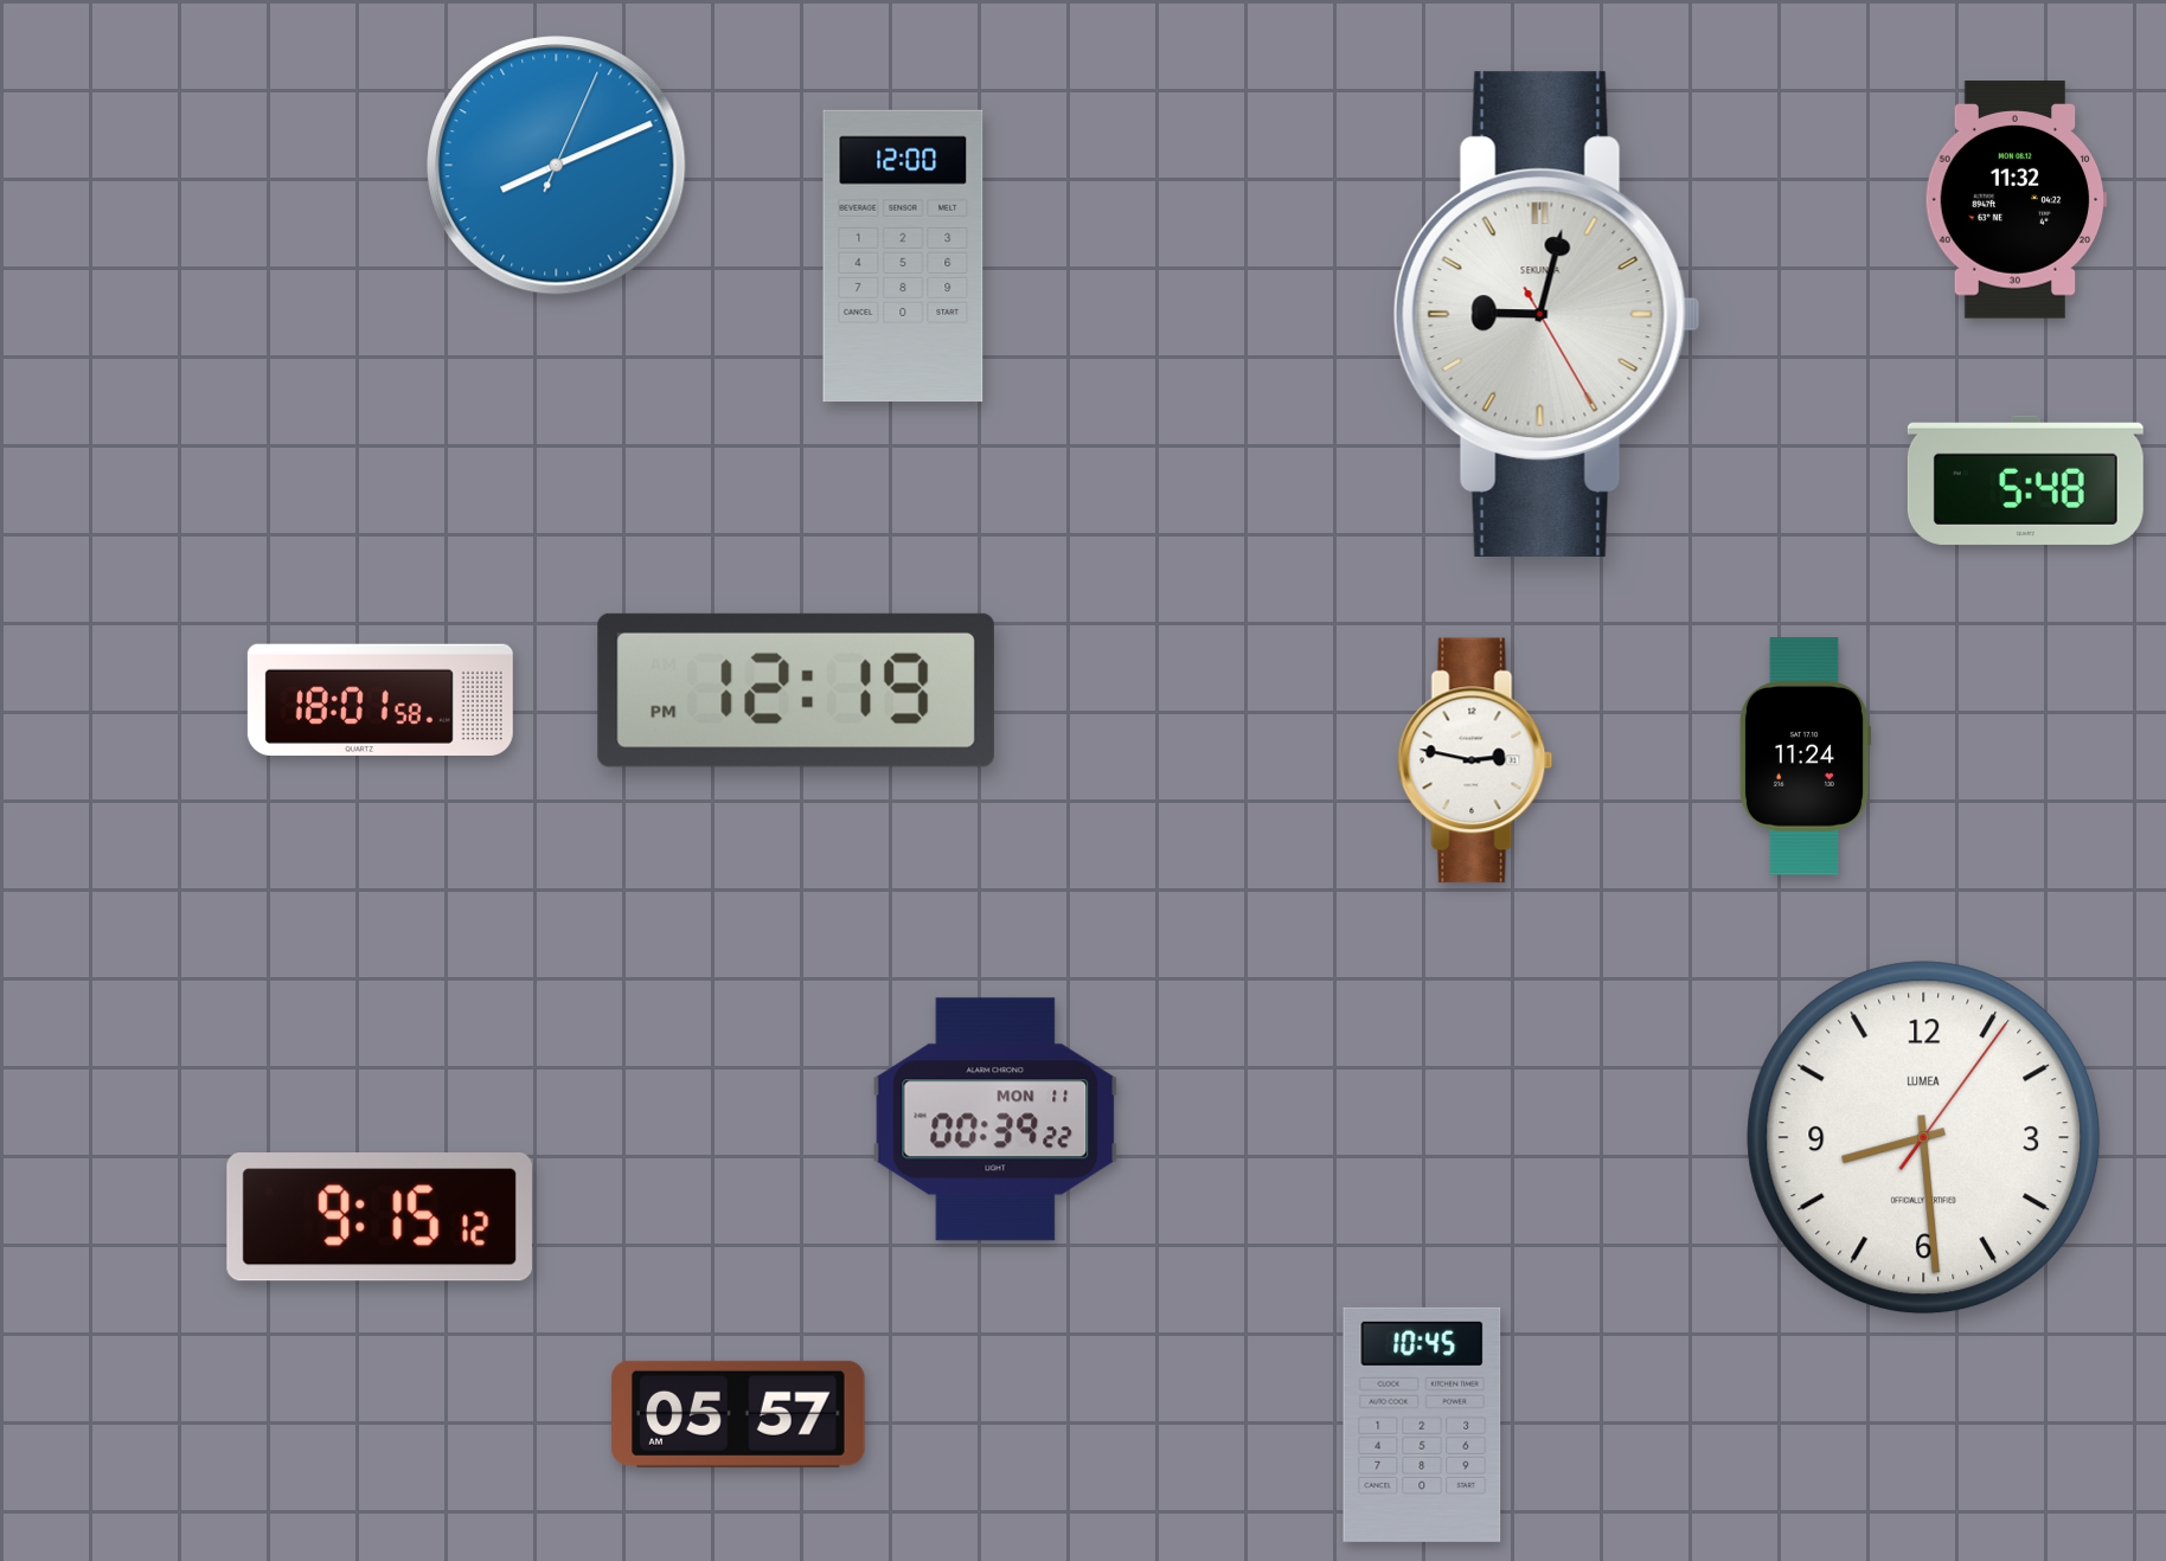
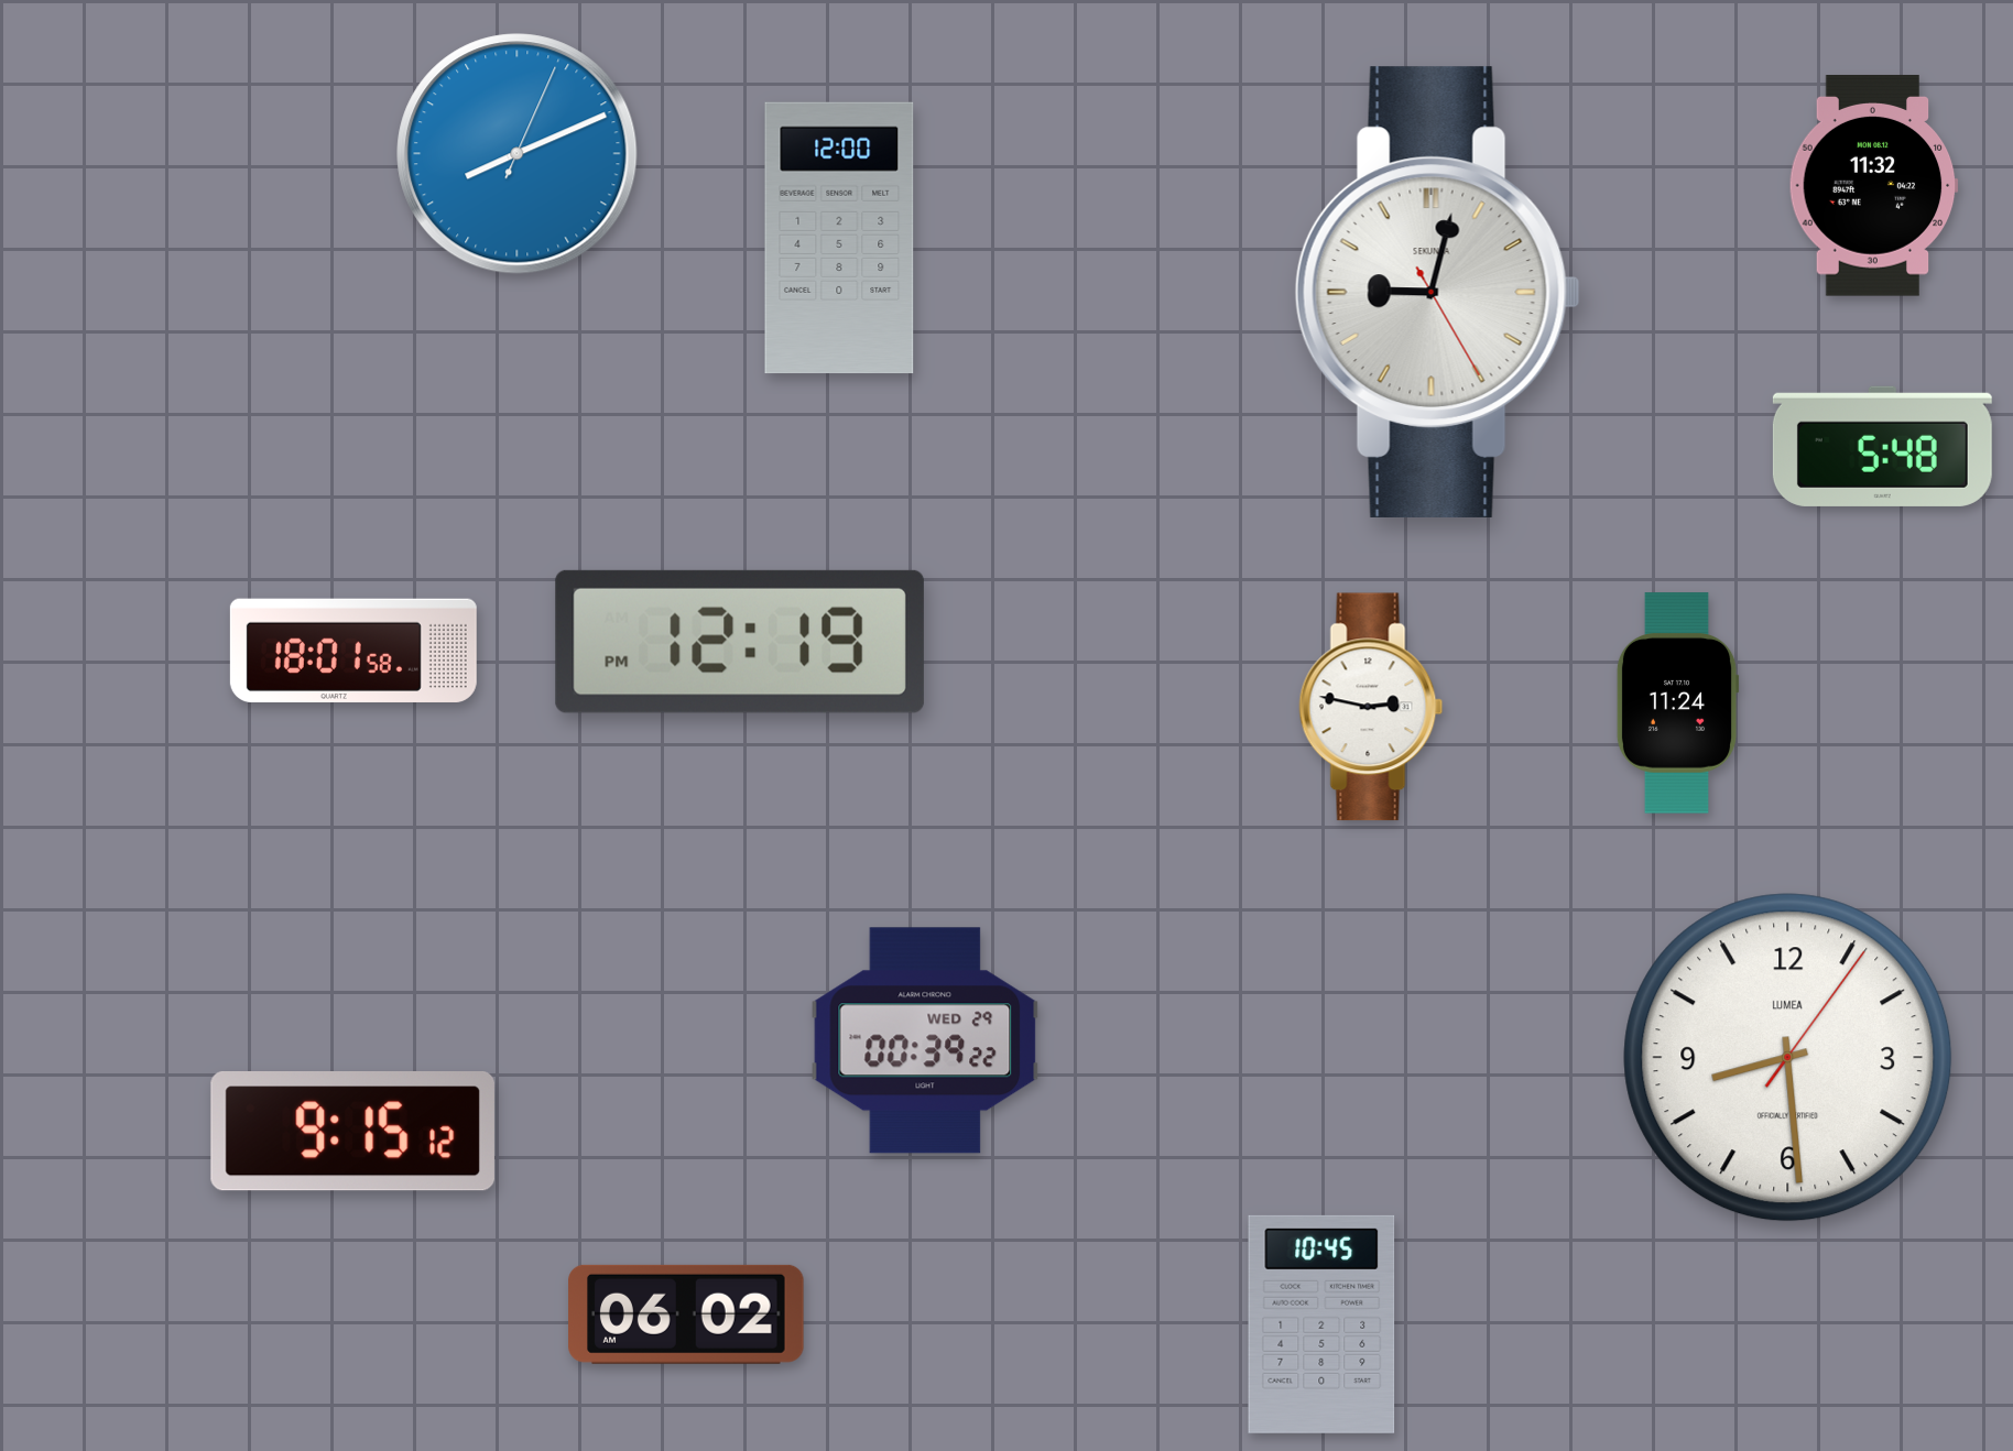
clock at (995, 1119) date: MON 11 -> WED 29
clock at (738, 1414): 05:57 -> 06:02
